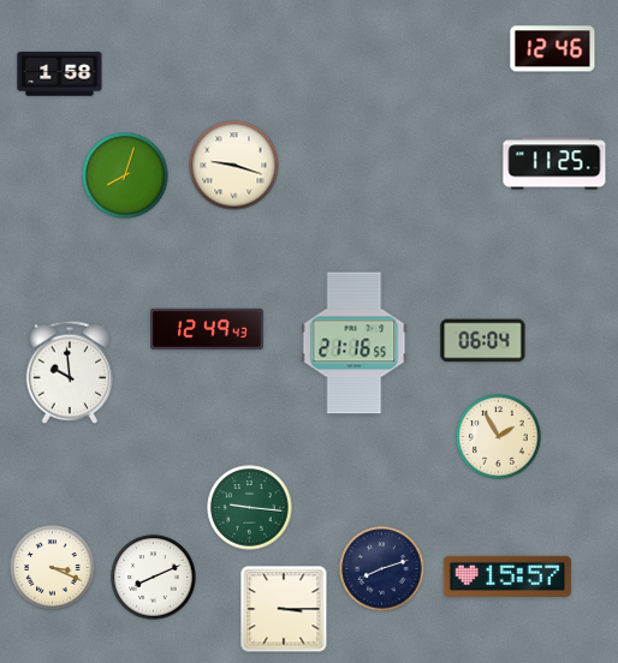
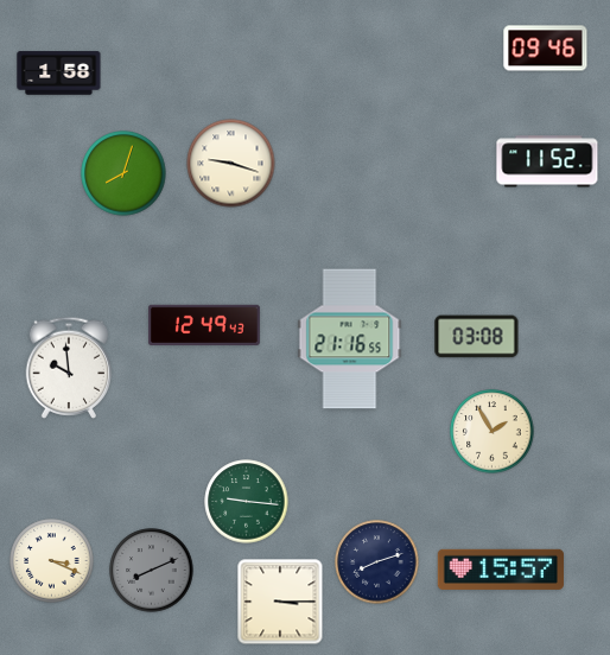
clock at (553, 49): 12:46 -> 09:46
clock at (554, 163): 11:25 -> 11:52
clock at (483, 341): 06:04 -> 03:08
clock at (154, 578) dial: white -> grey
